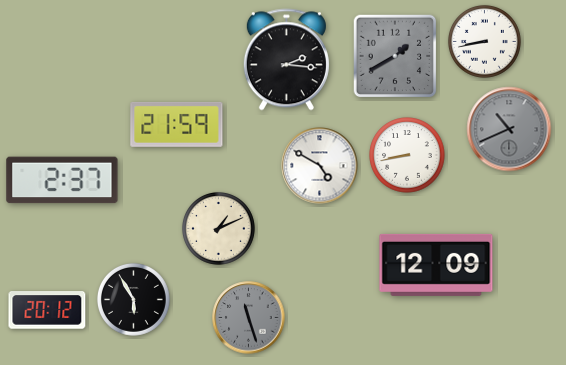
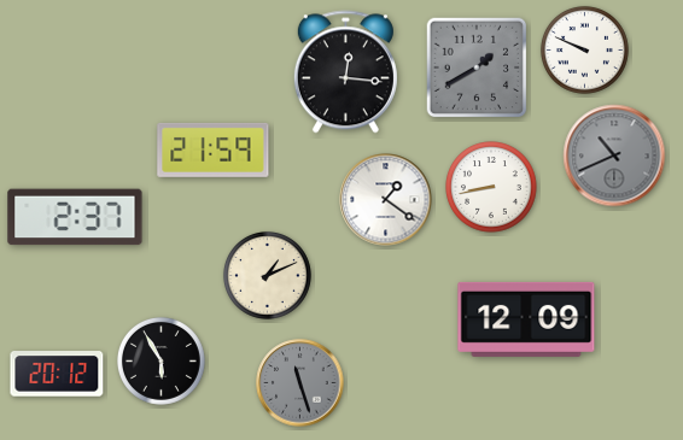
clock at (484, 41): 8:43 -> 9:49
clock at (286, 60): 2:16 -> 12:16
clock at (320, 166): 4:50 -> 1:21
clock at (218, 228) position: (218, 228) -> (267, 275)
